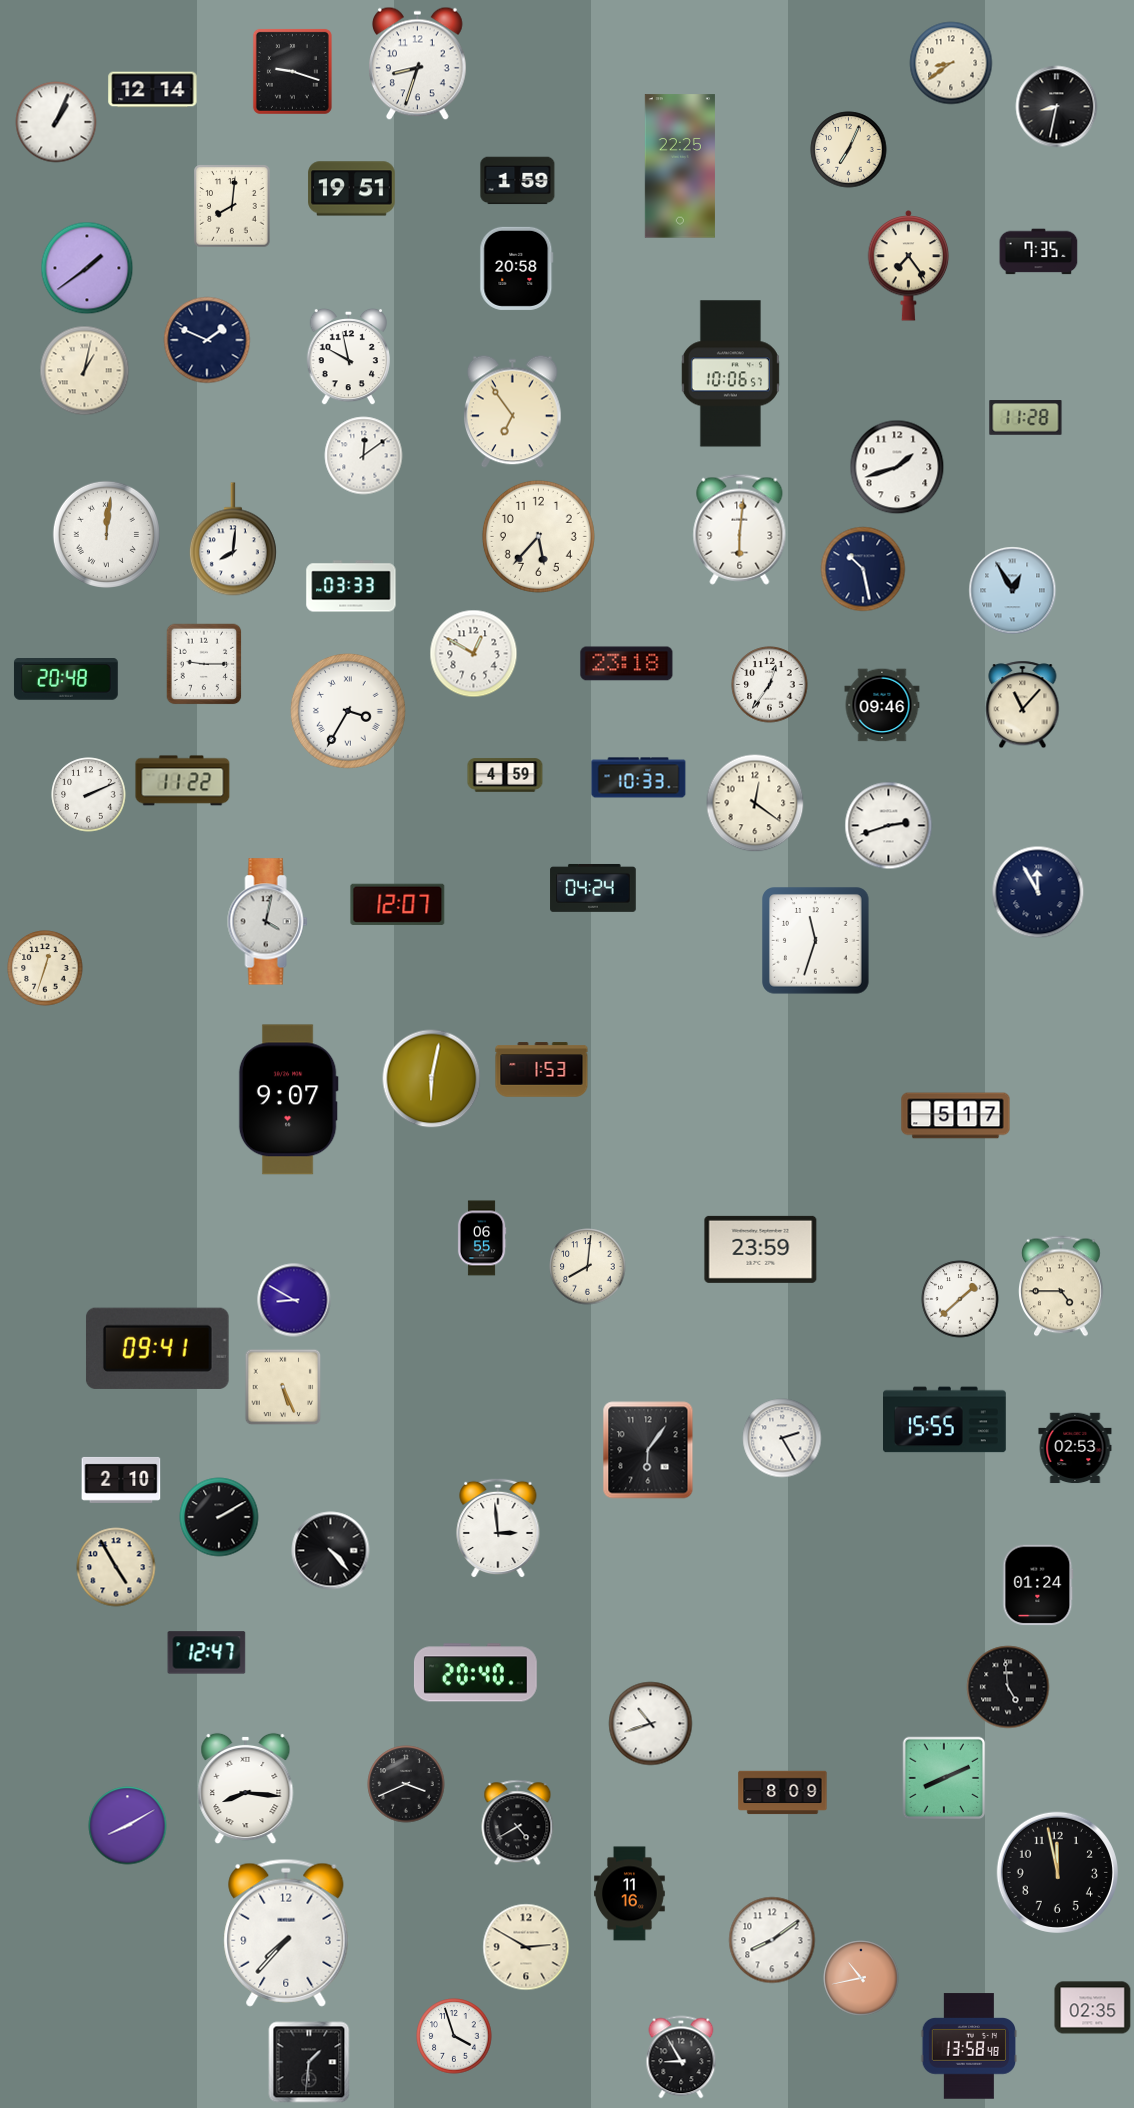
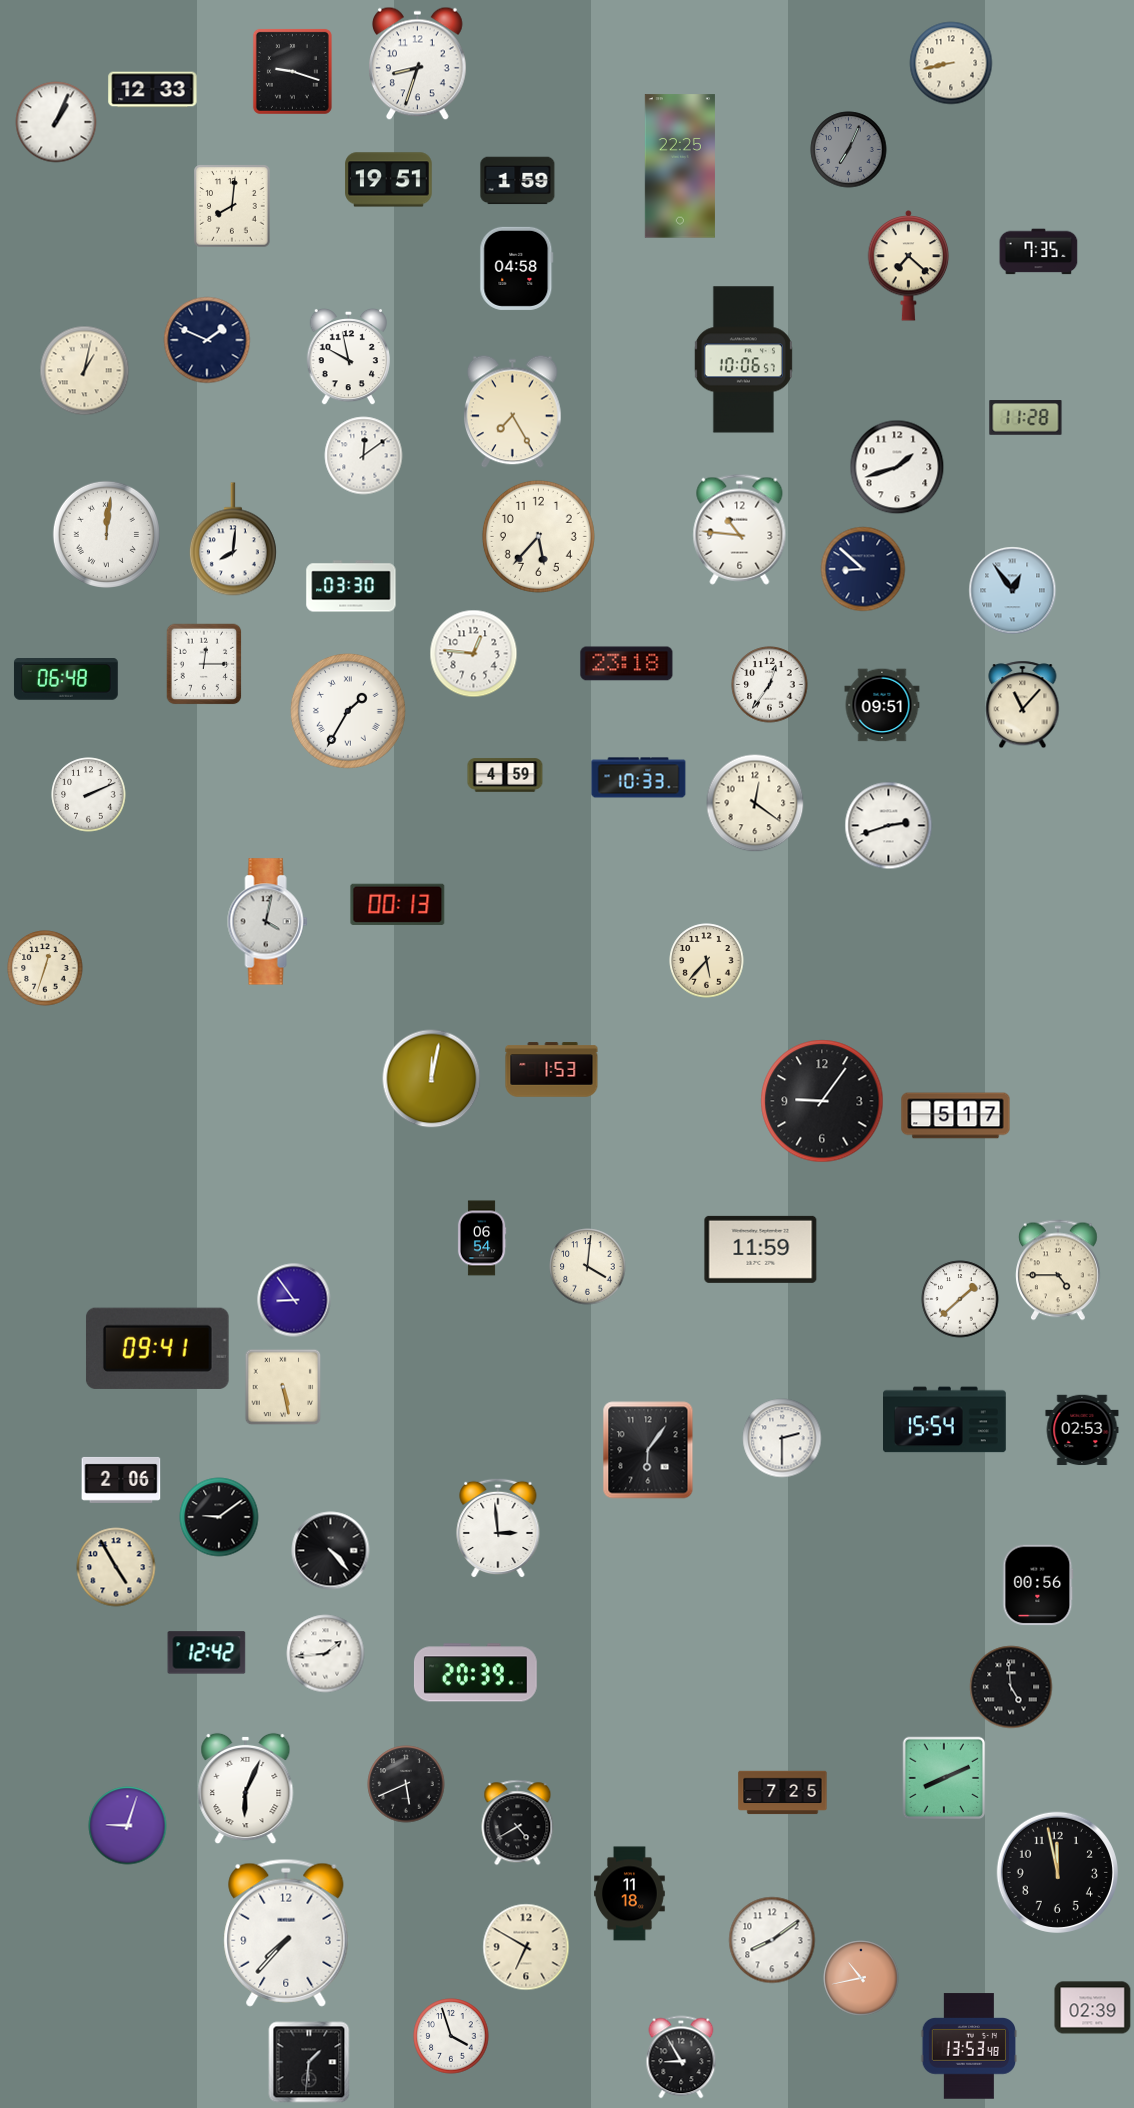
clock at (951, 63): 8:39 -> 8:43
clock at (153, 90): 12:14 -> 12:33
clock at (1057, 107): 8:32 -> none
clock at (849, 150) dial: cream -> grey
clock at (352, 189) position: (352, 189) -> (389, 180)
clock at (909, 266): 7:24 -> 7:22
clock at (87, 268): 1:39 -> none
clock at (517, 268): 20:58 -> 04:58
clock at (730, 374) position: (730, 374) -> (743, 360)
clock at (513, 412): 6:54 -> 7:25
clock at (740, 529): 6:01 -> 10:46
clock at (863, 569): 10:28 -> 8:52
clock at (351, 586): 03:33 -> 03:30
clock at (1013, 591): 12:55 -> 12:54
clock at (474, 654): 12:50 -> 12:46
clock at (204, 664): 9:15 -> 12:15
clock at (66, 679): 20:48 -> 06:48
clock at (882, 705): 09:46 -> 09:51
clock at (348, 711): 3:35 -> 1:35
clock at (183, 781): 11:22 -> none
clock at (593, 888): 04:24 -> none
clock at (1038, 892): 11:55 -> none
clock at (398, 904): 12:07 -> 00:13
clock at (816, 941): 11:33 -> none
clock at (707, 961): none -> 5:37
clock at (542, 1070) position: (542, 1070) -> (552, 1070)
clock at (432, 1079): 6:02 -> 12:02
clock at (288, 1100): 9:07 -> none
clock at (822, 1101): none -> 9:06
clock at (482, 1238): 06:55 -> 06:54
clock at (761, 1249): 23:59 -> 11:59
clock at (588, 1267): 8:01 -> 4:01
clock at (1062, 1286) position: (1062, 1286) -> (1059, 1270)
clock at (294, 1300): 8:50 -> 8:54
clock at (283, 1387): 5:26 -> 5:28
clock at (945, 1420): 15:55 -> 15:54
clock at (782, 1438): 2:25 -> 2:30
clock at (1075, 1448) position: (1075, 1448) -> (1082, 1430)
clock at (121, 1480): 2:10 -> 2:06
clock at (219, 1517): 2:10 -> 9:09
clock at (1038, 1585): 01:24 -> 00:56
clock at (207, 1653): 12:47 -> 12:42
clock at (326, 1654): none -> 1:44
clock at (475, 1673): 20:40 -> 20:39
clock at (1008, 1687) position: (1008, 1687) -> (1011, 1687)
clock at (651, 1724): 10:42 -> none
clock at (406, 1784): 3:41 -> 5:41
clock at (246, 1789): 8:16 -> 6:04
clock at (783, 1793): 8:09 -> 7:25
clock at (128, 1826): 8:10 -> 9:03
clock at (630, 1894): 11:16 -> 11:18
clock at (526, 1947): 2:50 -> 6:50
clock at (1093, 2008): 02:35 -> 02:39
clock at (454, 2036) position: (454, 2036) -> (451, 2036)
clock at (968, 2046): 13:58 -> 13:53
